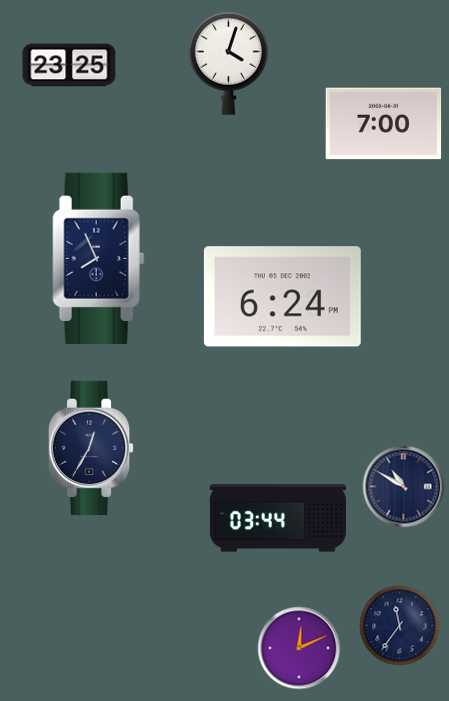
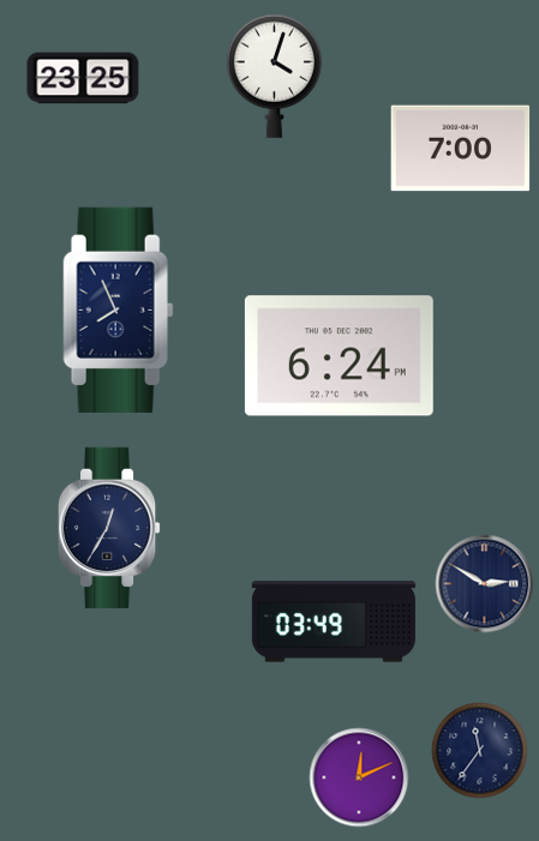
clock at (91, 448) position: (91, 448) -> (109, 528)
clock at (404, 487): 10:50 -> 2:50
clock at (278, 518): 03:44 -> 03:49
